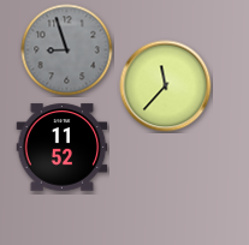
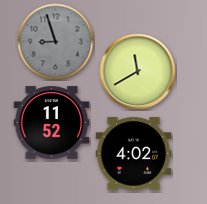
clock at (166, 86): 11:37 -> 11:40
clock at (134, 154): none -> 4:02
